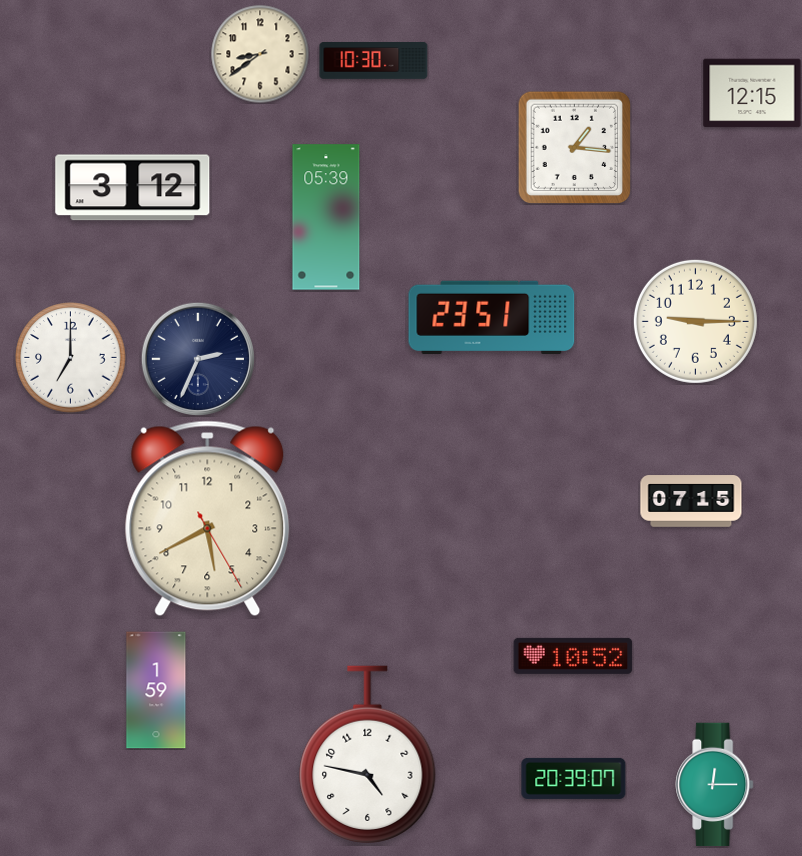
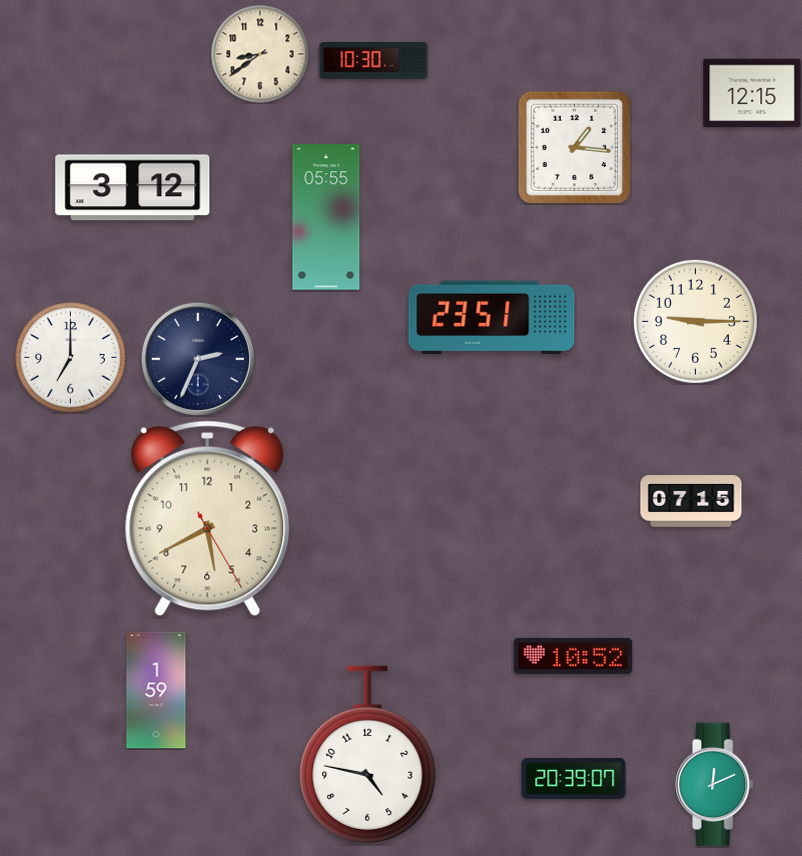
clock at (326, 217): 05:39 -> 05:55
clock at (715, 785): 12:15 -> 12:11
